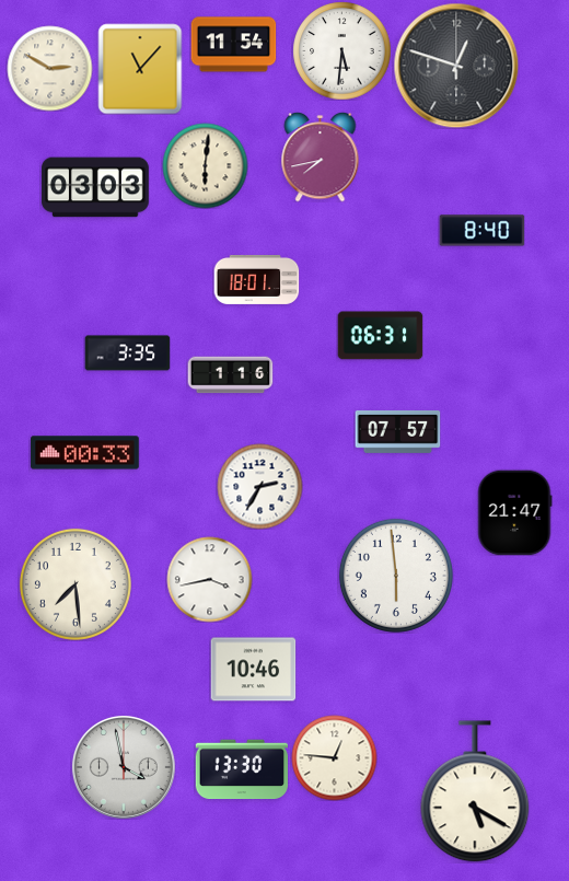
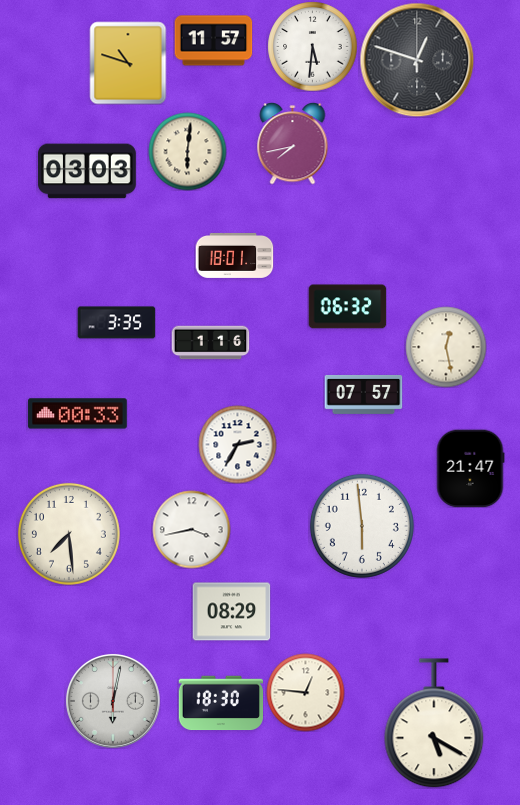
clock at (233, 45): 11:54 -> 11:57
clock at (49, 68): 2:50 -> none
clock at (140, 69): 11:07 -> 10:48
clock at (481, 231): 8:40 -> none
clock at (380, 336): 06:31 -> 06:32
clock at (446, 347): none -> 12:28
clock at (253, 670): 10:46 -> 08:29
clock at (124, 767): 3:58 -> 6:02
clock at (241, 769): 13:30 -> 18:30
